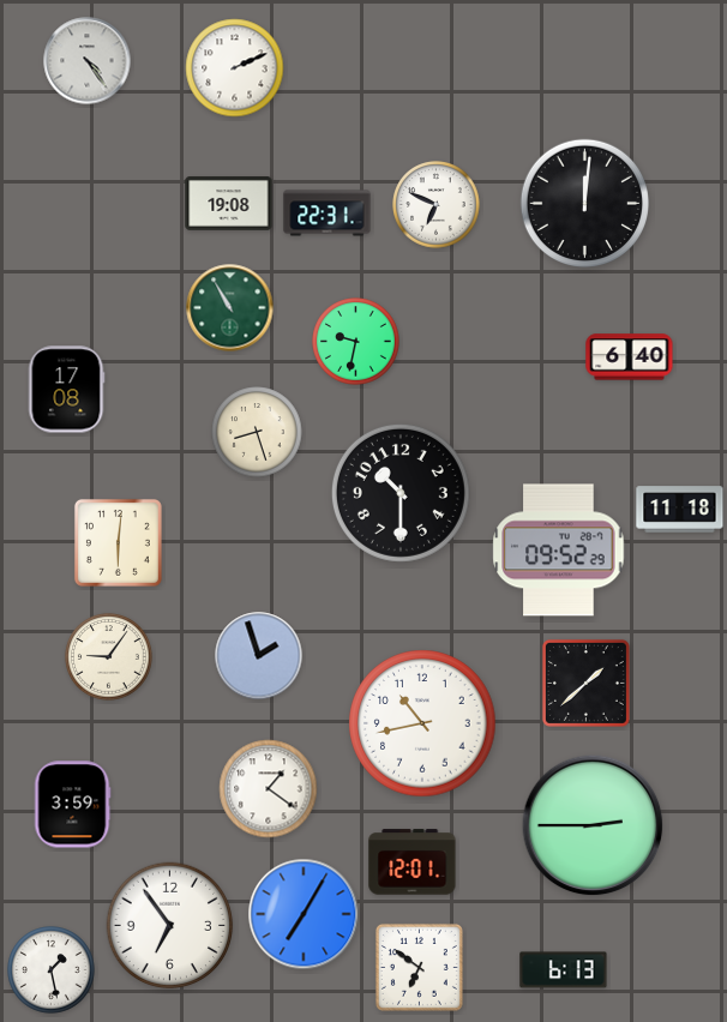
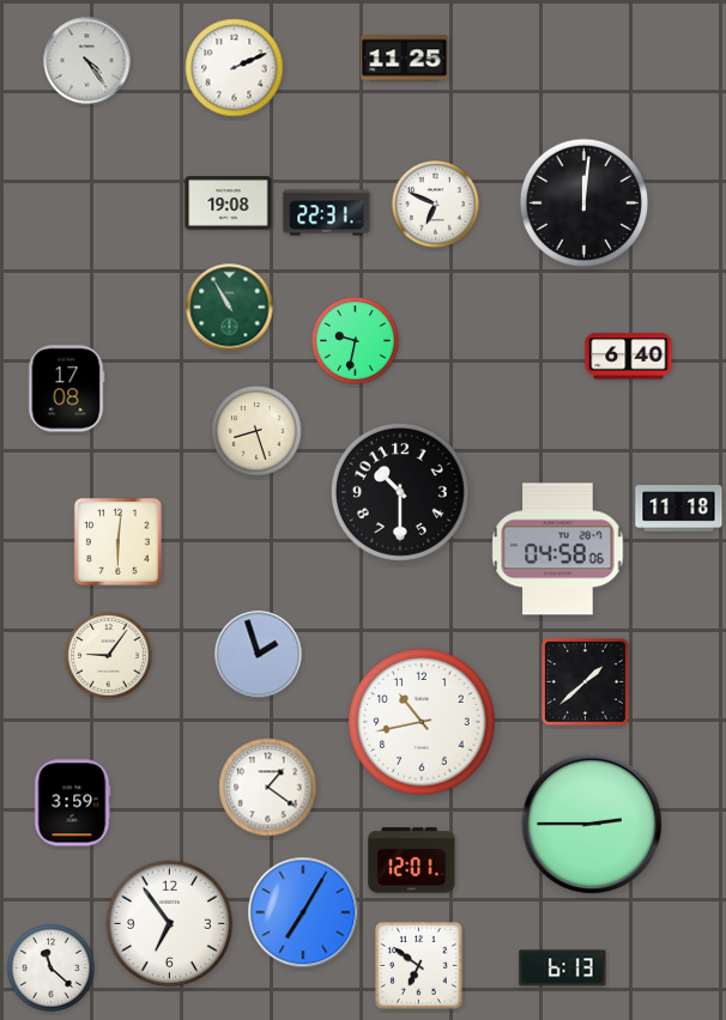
clock at (405, 59): none -> 11:25
clock at (559, 551): 09:52 -> 04:58
clock at (52, 970): 1:28 -> 11:22
